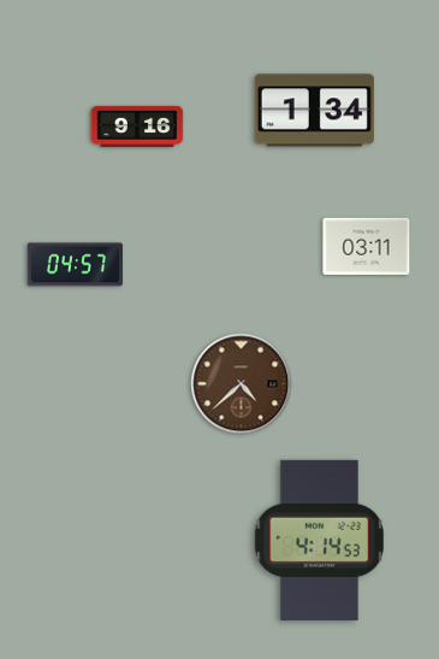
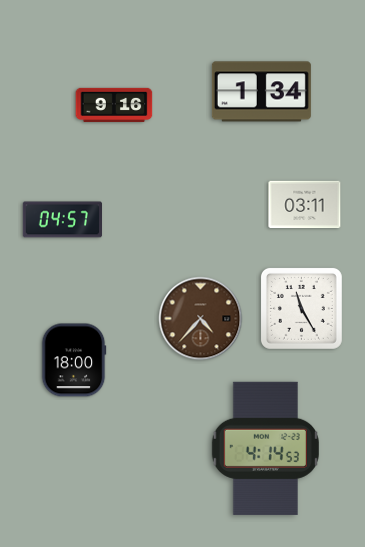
clock at (301, 308): none -> 11:25
clock at (242, 384): 4:38 -> 4:37
clock at (74, 360): none -> 18:00
